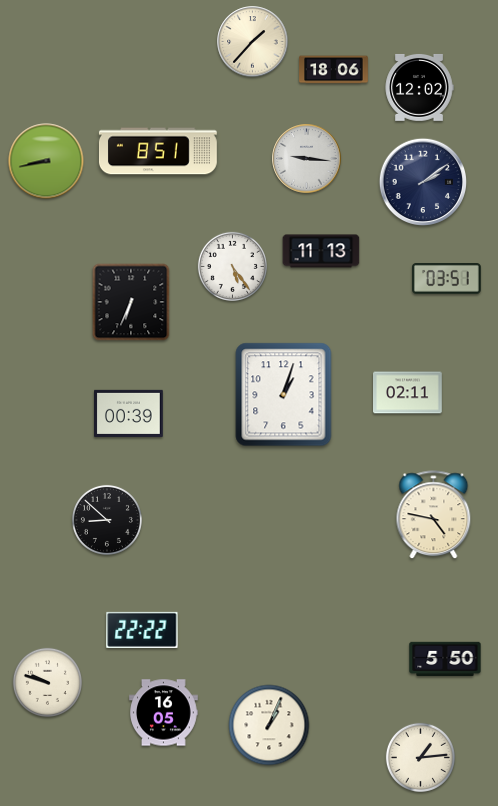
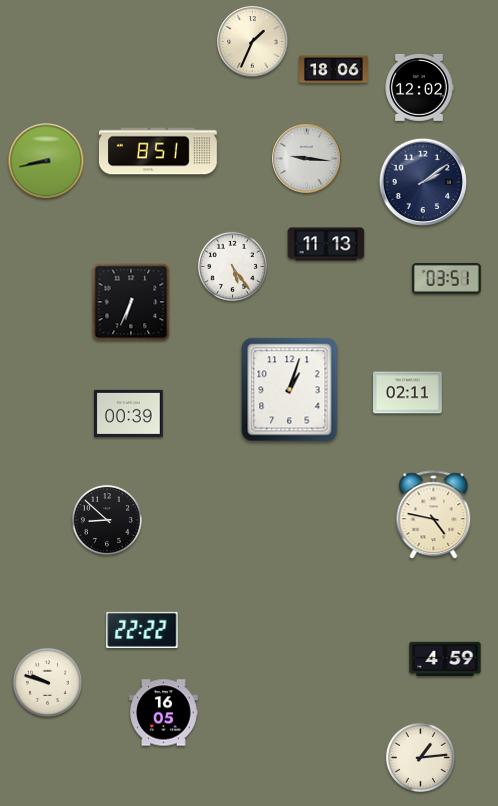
clock at (253, 42): 1:37 -> 1:34
clock at (321, 251) position: (321, 251) -> (326, 244)
clock at (284, 395) position: (284, 395) -> (290, 390)
clock at (445, 659): 5:50 -> 4:59
clock at (269, 725): 1:04 -> none
